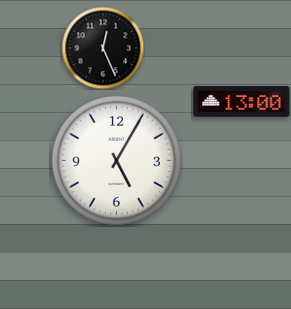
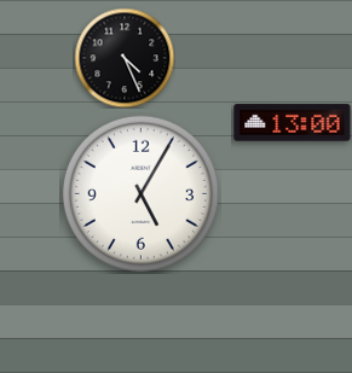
clock at (103, 48): 12:26 -> 4:26
